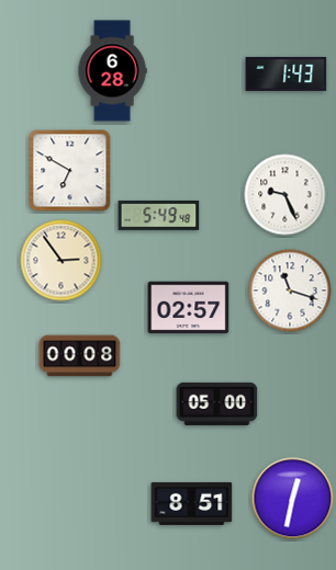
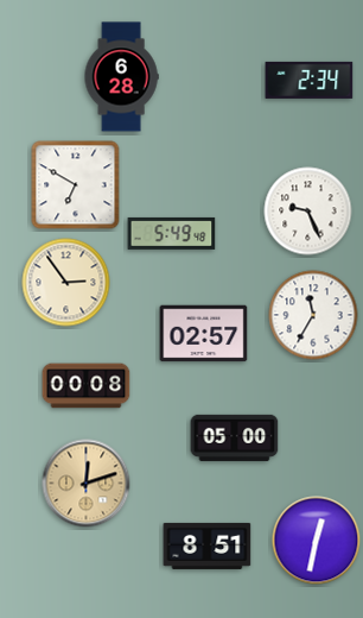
clock at (287, 73): 1:43 -> 2:34
clock at (290, 290): 11:18 -> 11:35
clock at (87, 484): none -> 12:12
